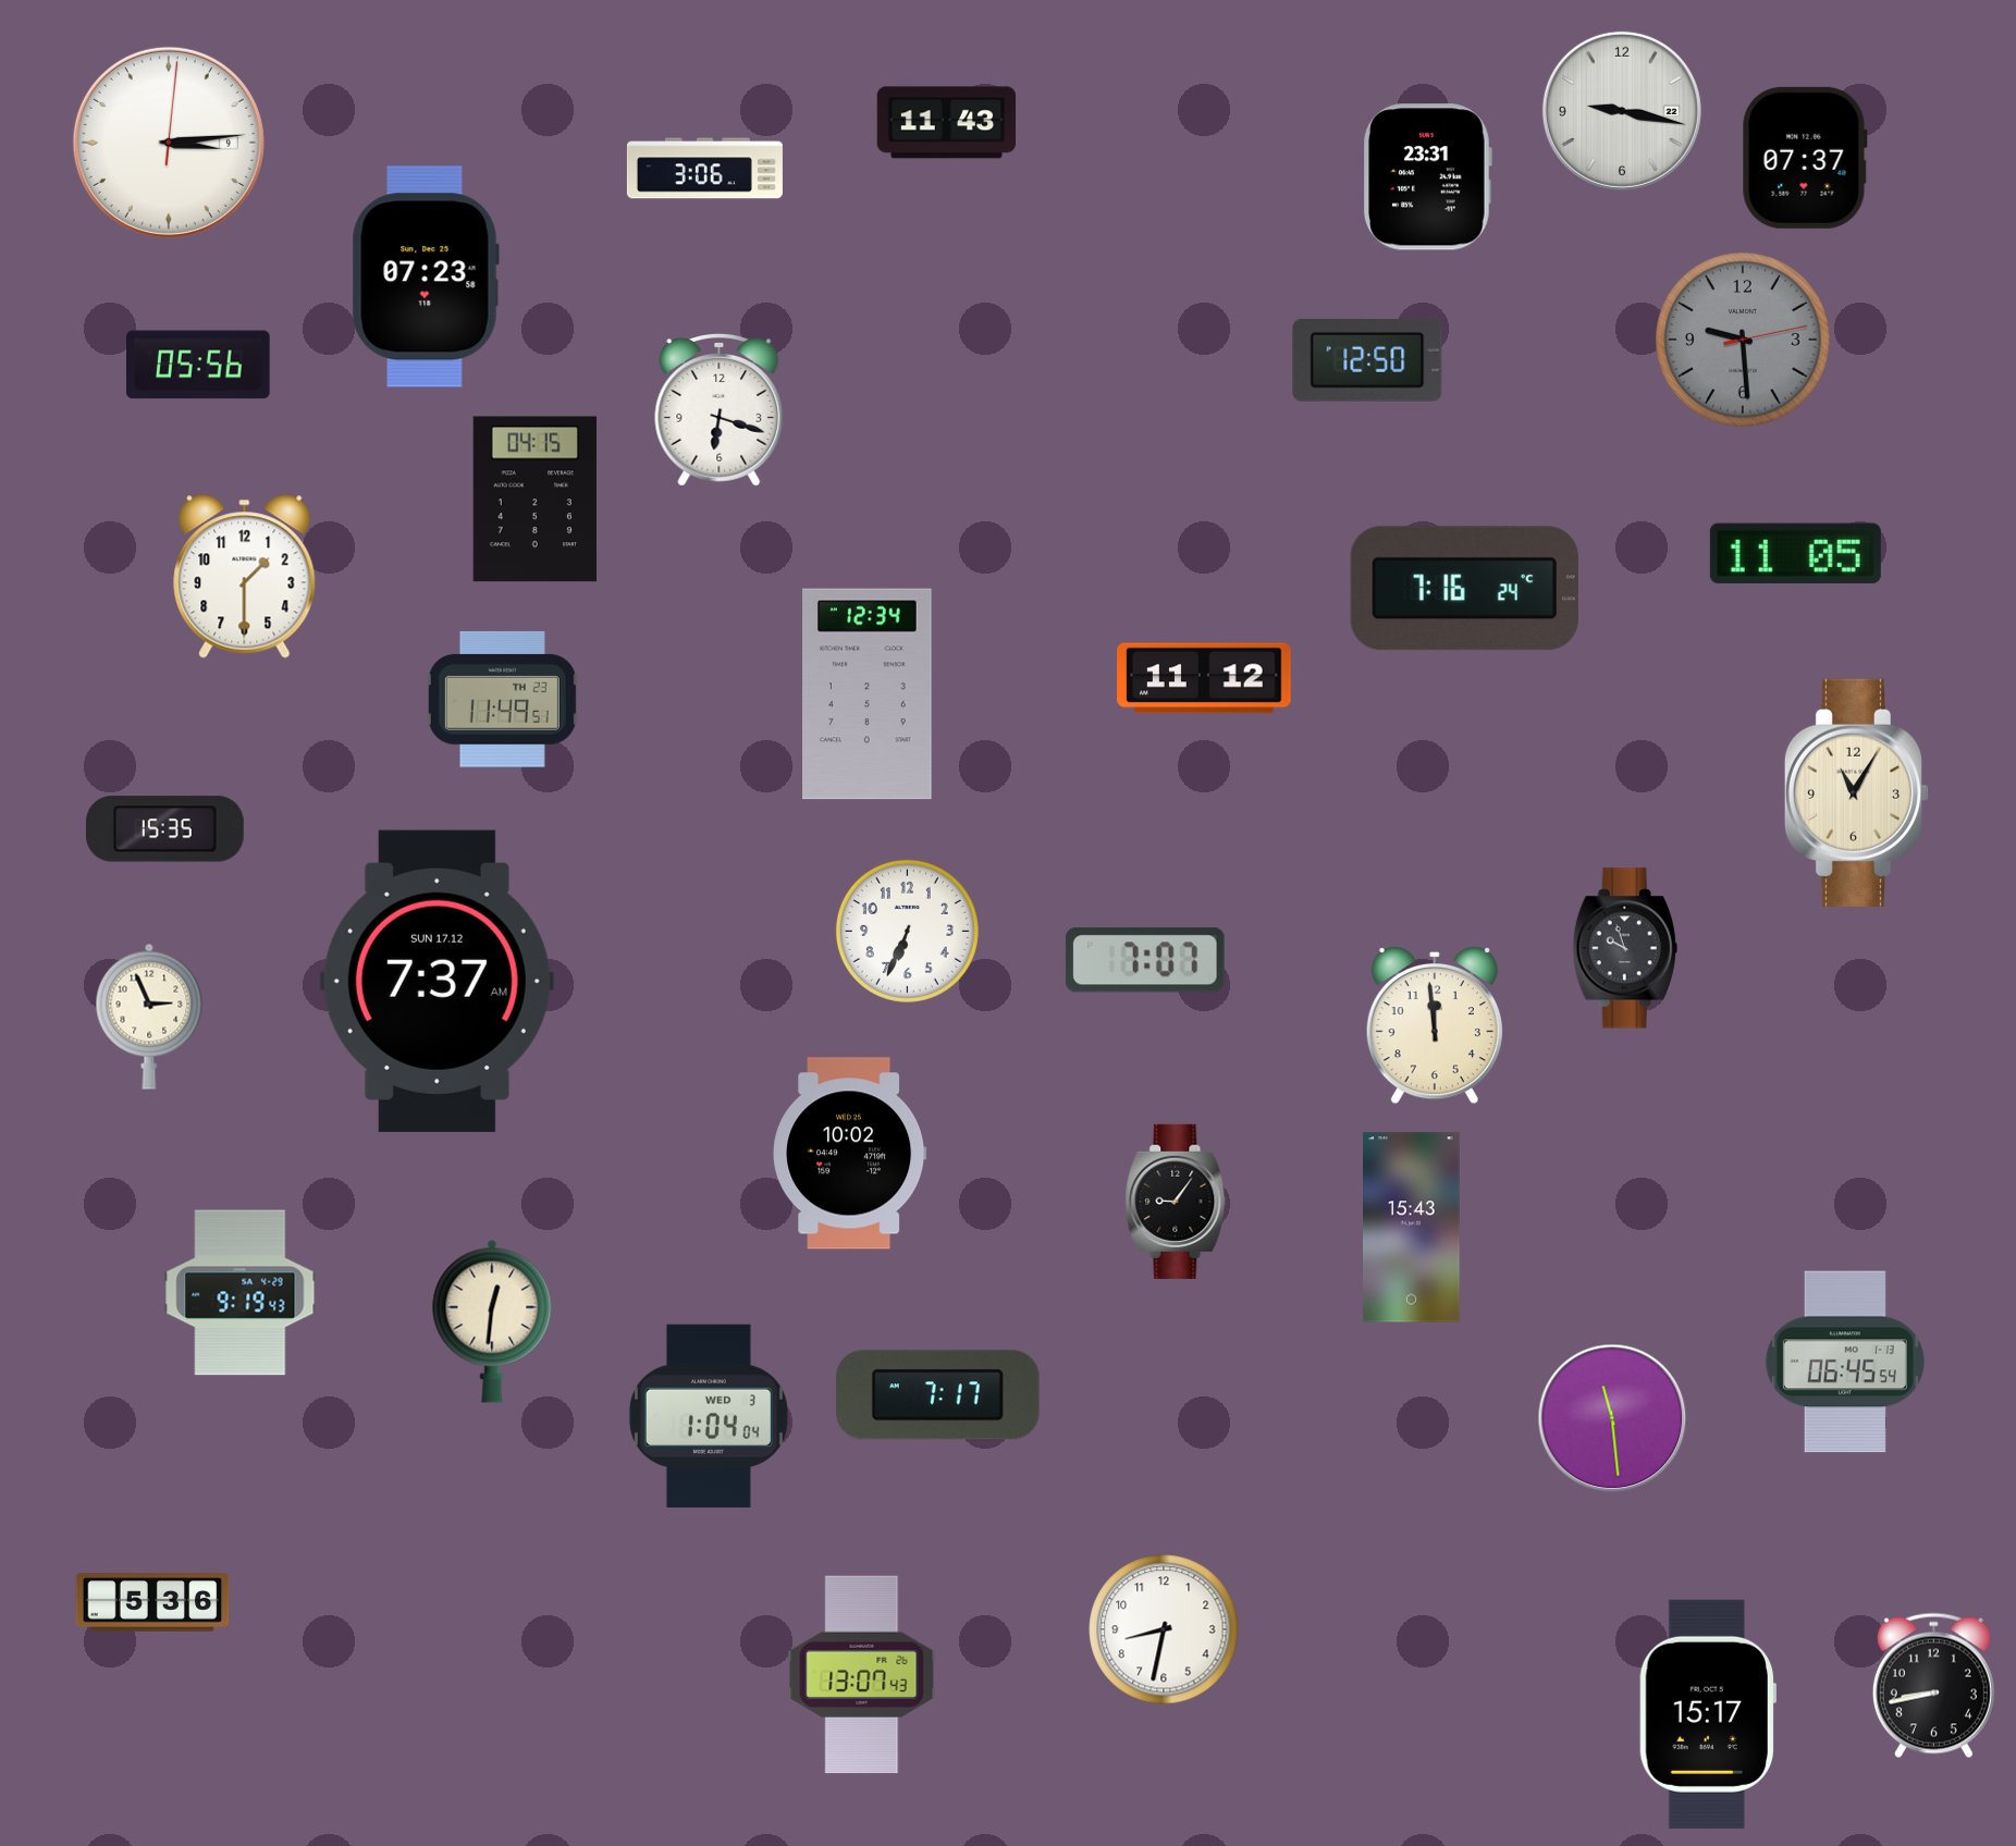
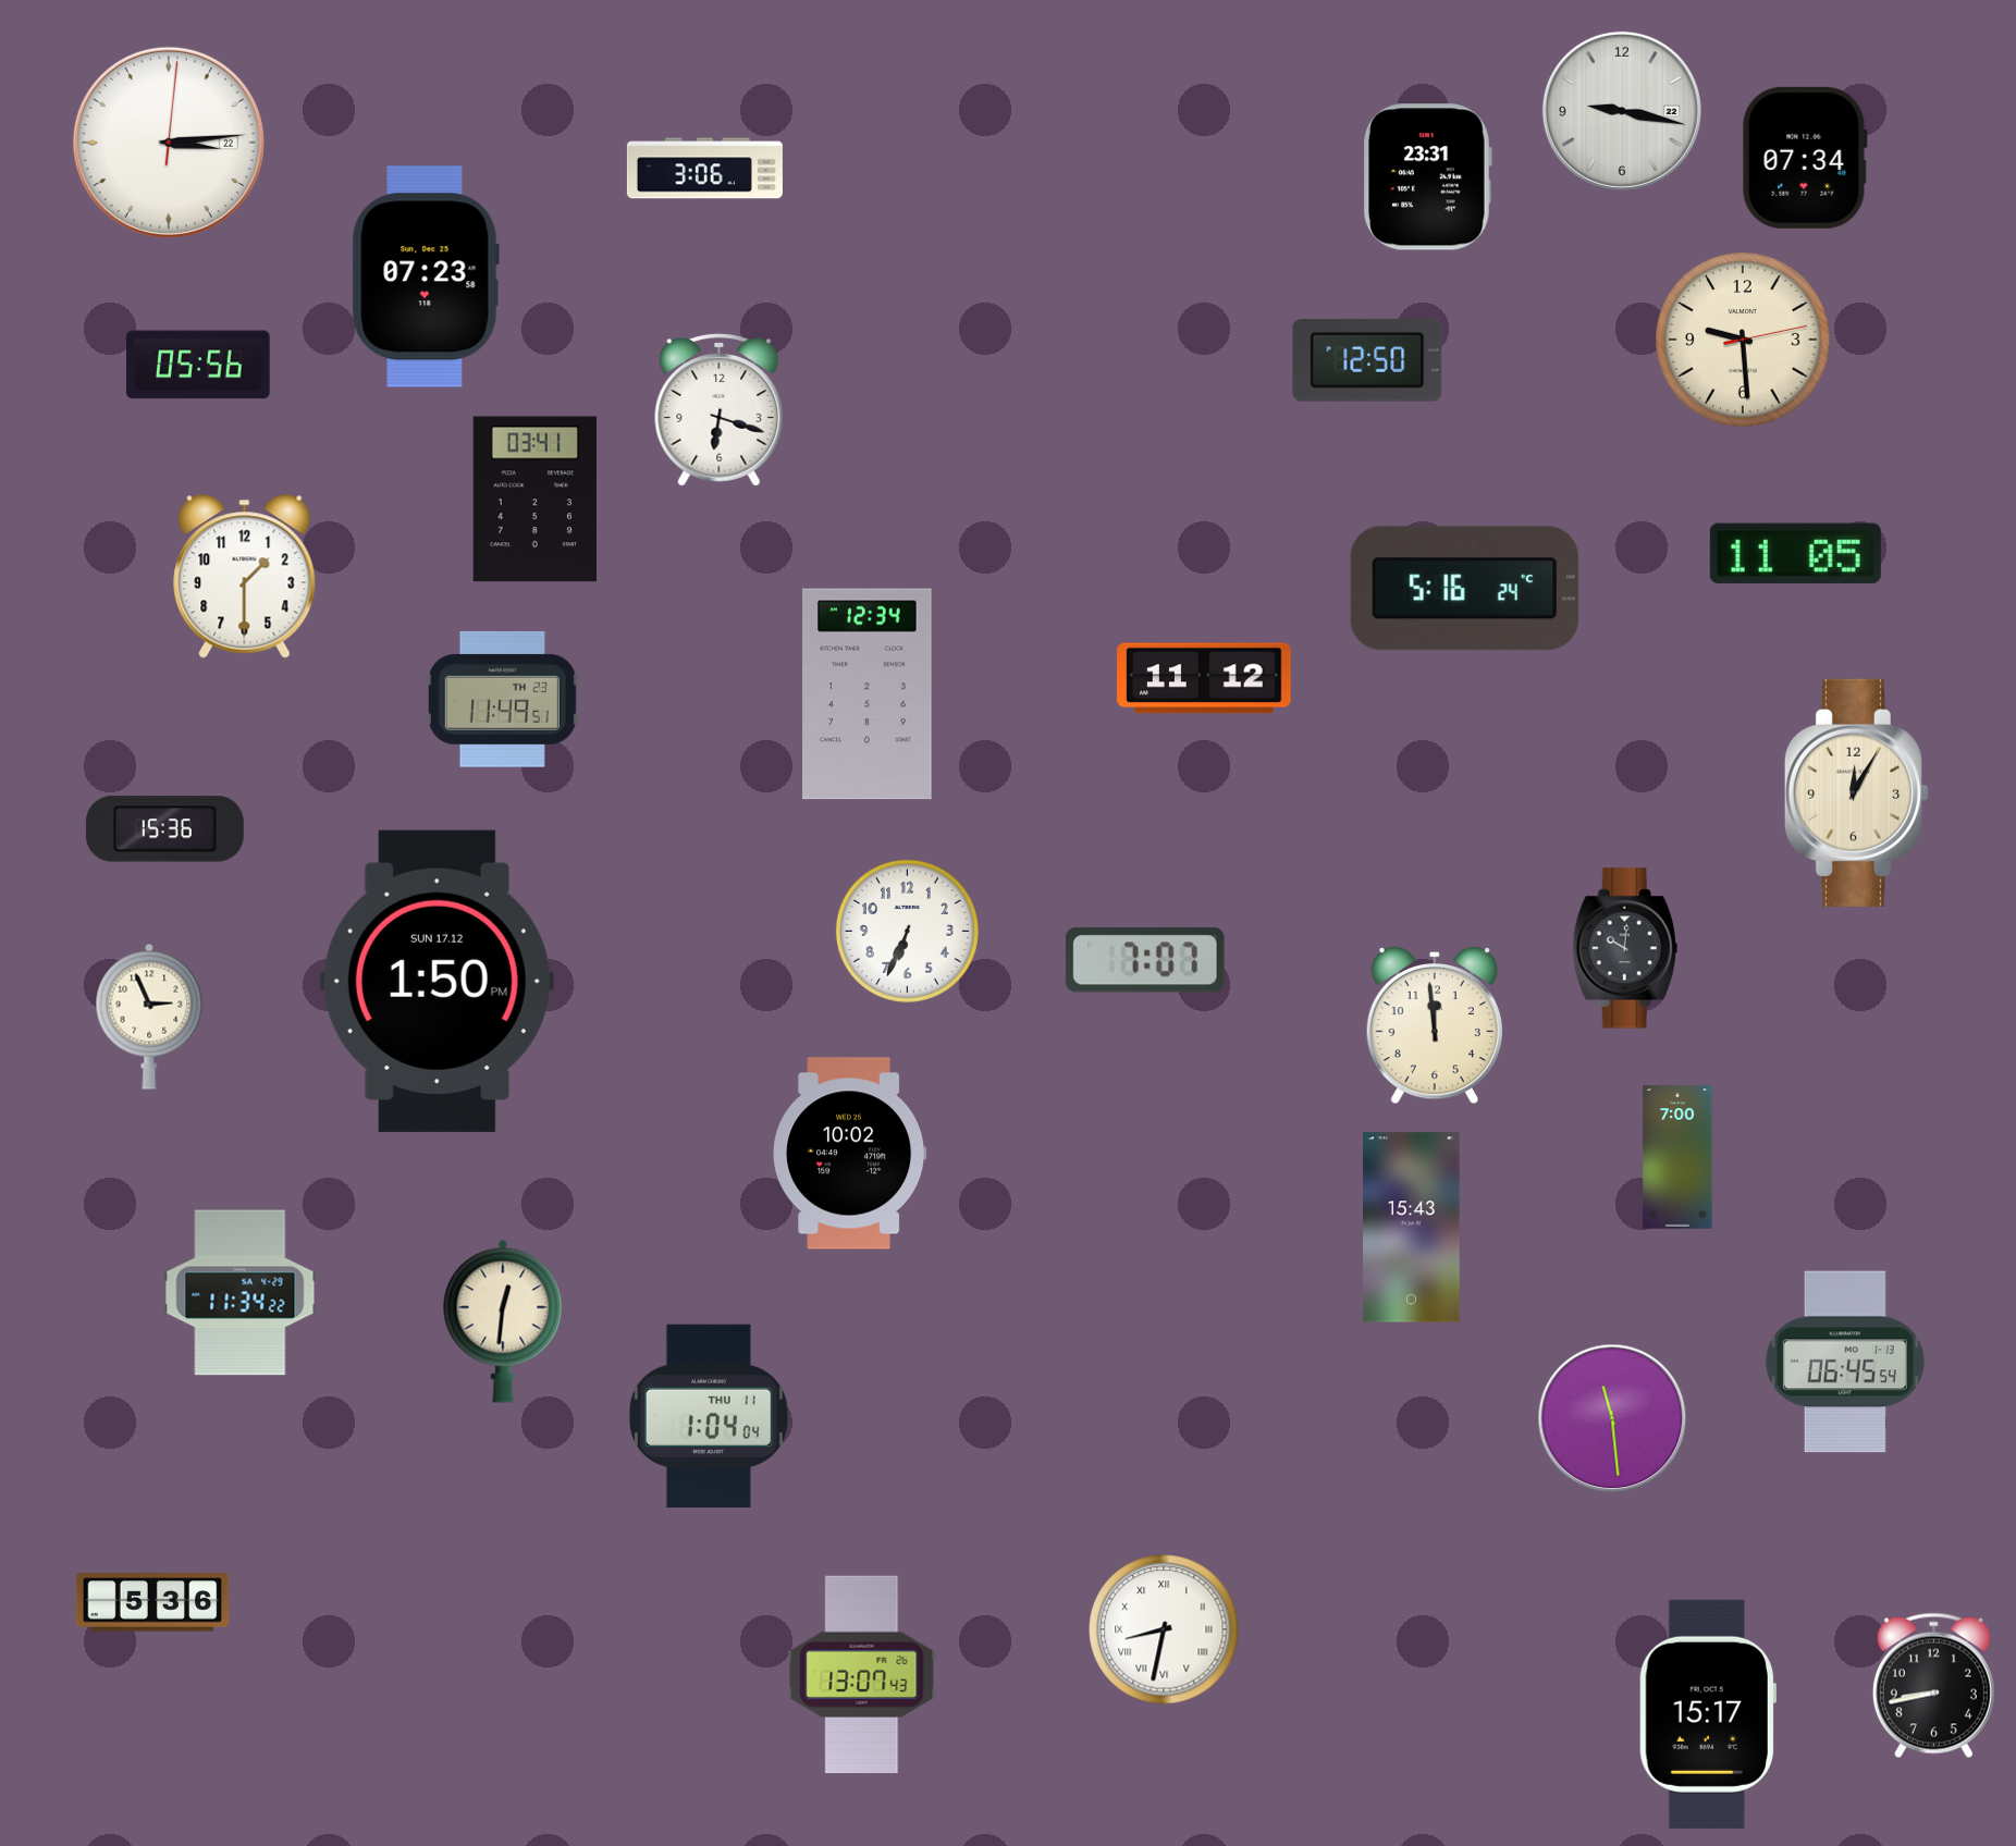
clock at (947, 123): 11:43 -> none
clock at (169, 143) date: 9 -> 22
clock at (1805, 158): 07:37 -> 07:34
clock at (1743, 340) dial: grey -> cream
clock at (534, 500): 04:15 -> 03:41
clock at (1464, 589): 7:16 -> 5:16
clock at (1857, 792): 11:05 -> 12:05
clock at (164, 829): 15:35 -> 15:36
clock at (1625, 948): 9:57 -> 10:01
clock at (437, 981): 7:37 -> 1:50
clock at (1677, 1157): none -> 7:00
clock at (1176, 1202): 9:06 -> none
clock at (241, 1293): 9:19 -> 11:34
clock at (492, 1321) position: (492, 1321) -> (503, 1321)
clock at (937, 1395): 7:17 -> none
clock at (709, 1415) date: WED 3 -> THU 11
clock at (1164, 1629) numerals: Arabic -> Roman
